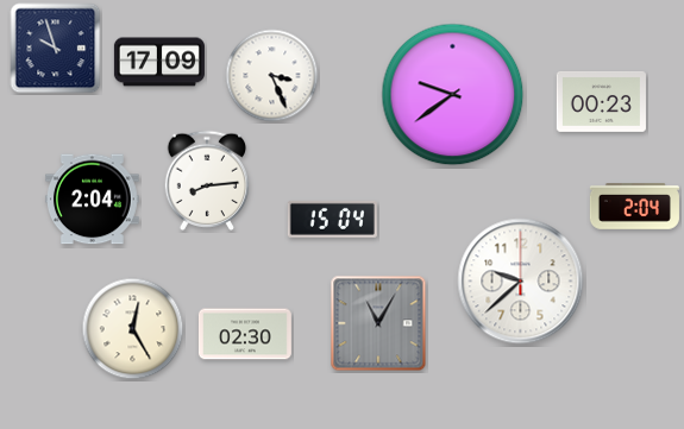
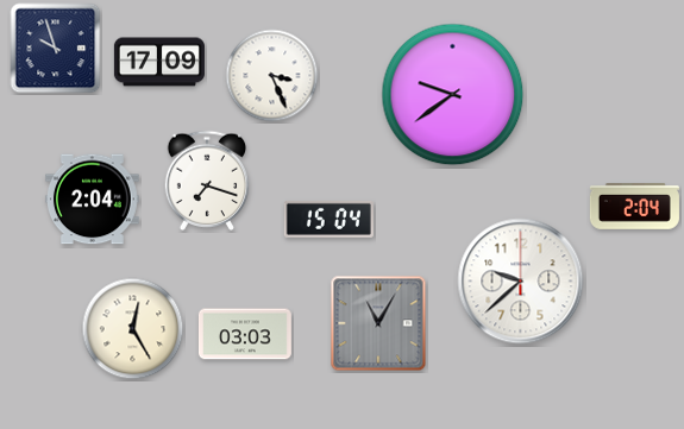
clock at (601, 101): 00:23 -> none
clock at (207, 181): 8:14 -> 7:18
clock at (332, 219) position: (332, 219) -> (328, 219)
clock at (245, 334): 02:30 -> 03:03
